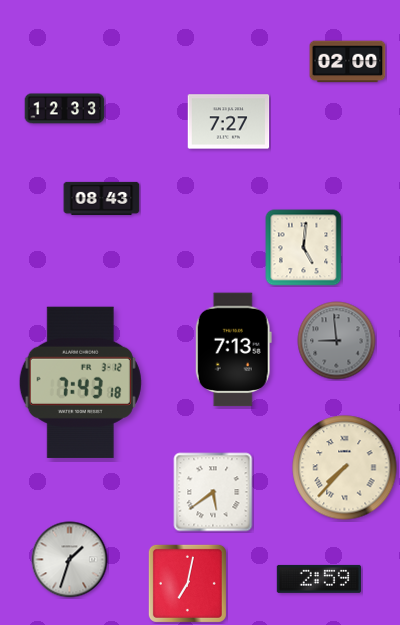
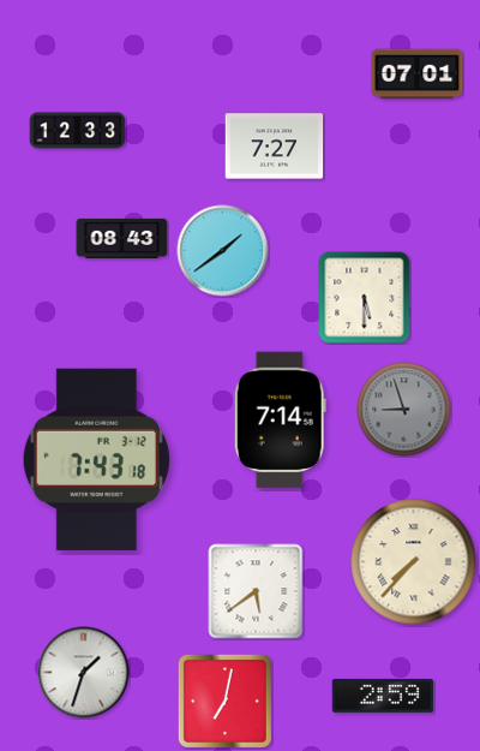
clock at (348, 62): 02:00 -> 07:01
clock at (223, 251): none -> 1:39
clock at (304, 248): 5:01 -> 5:30
clock at (337, 341): 8:59 -> 8:57
clock at (233, 350): 7:13 -> 7:14
